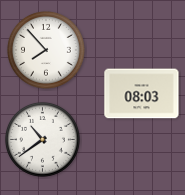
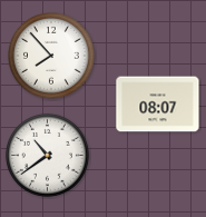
clock at (142, 94): 08:03 -> 08:07
